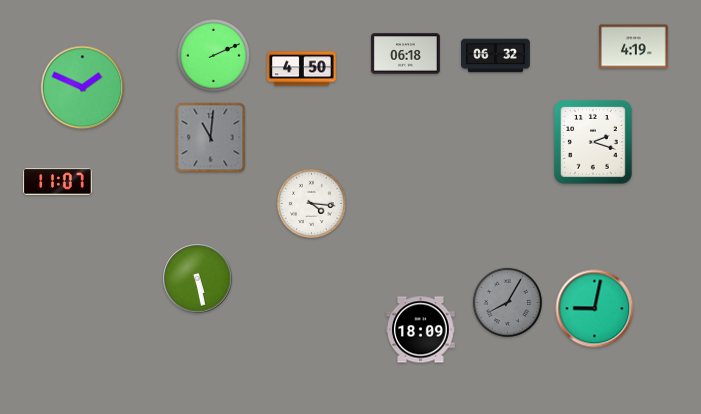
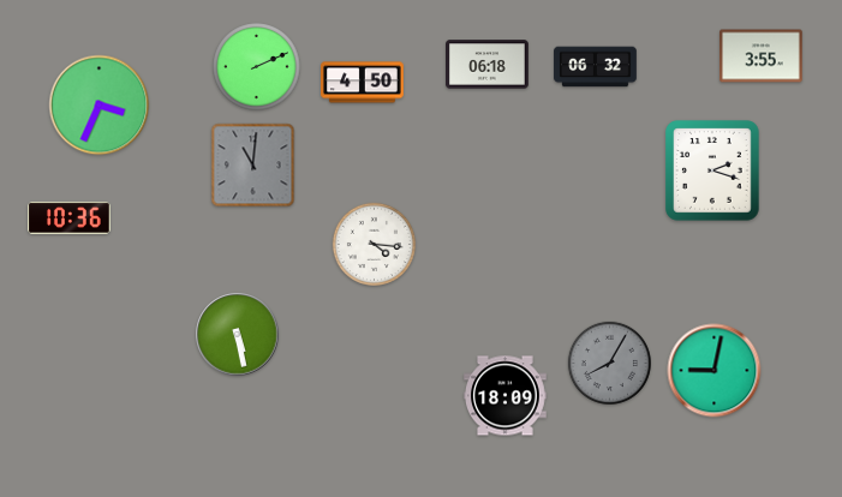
clock at (634, 47): 4:19 -> 3:55
clock at (83, 88): 1:49 -> 3:34
clock at (58, 182): 11:07 -> 10:36
